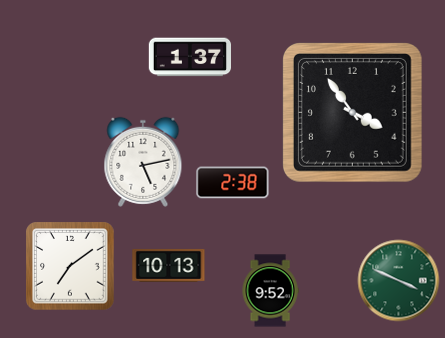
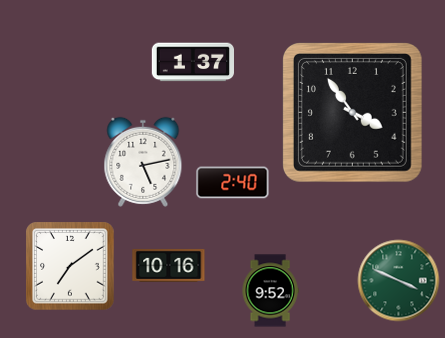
clock at (189, 57) position: (189, 57) -> (192, 62)
clock at (233, 183): 2:38 -> 2:40
clock at (169, 265): 10:13 -> 10:16
